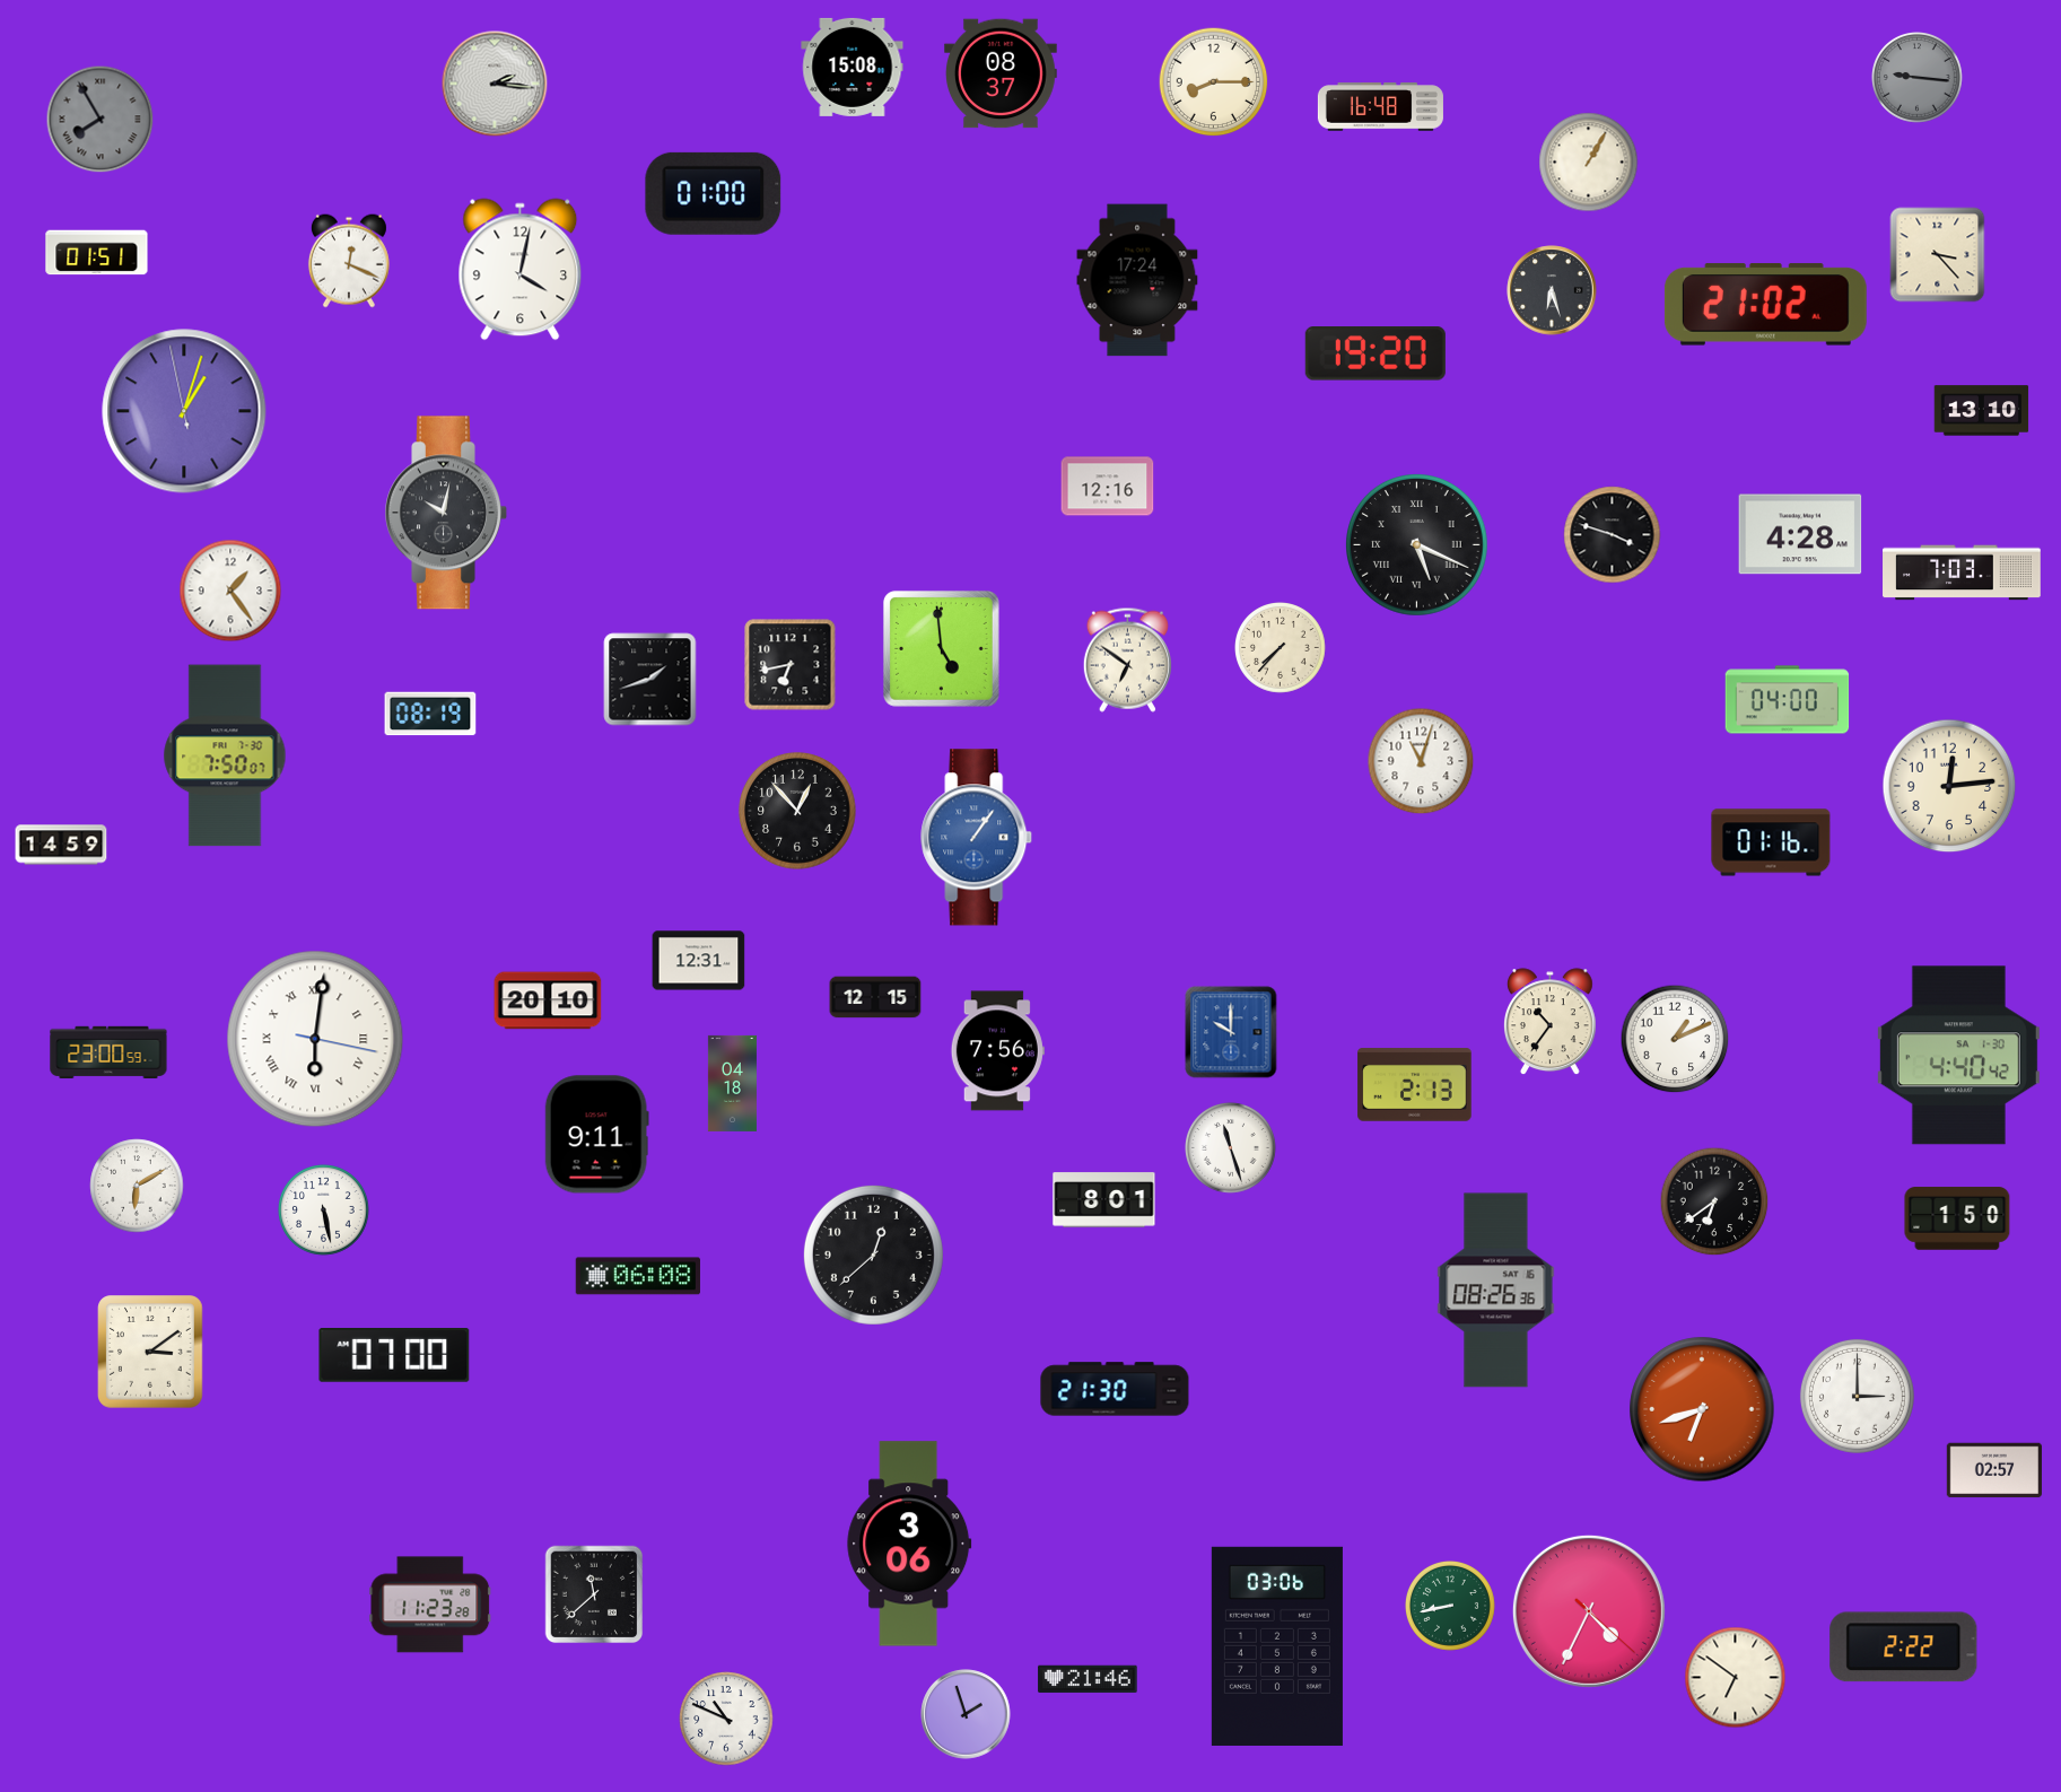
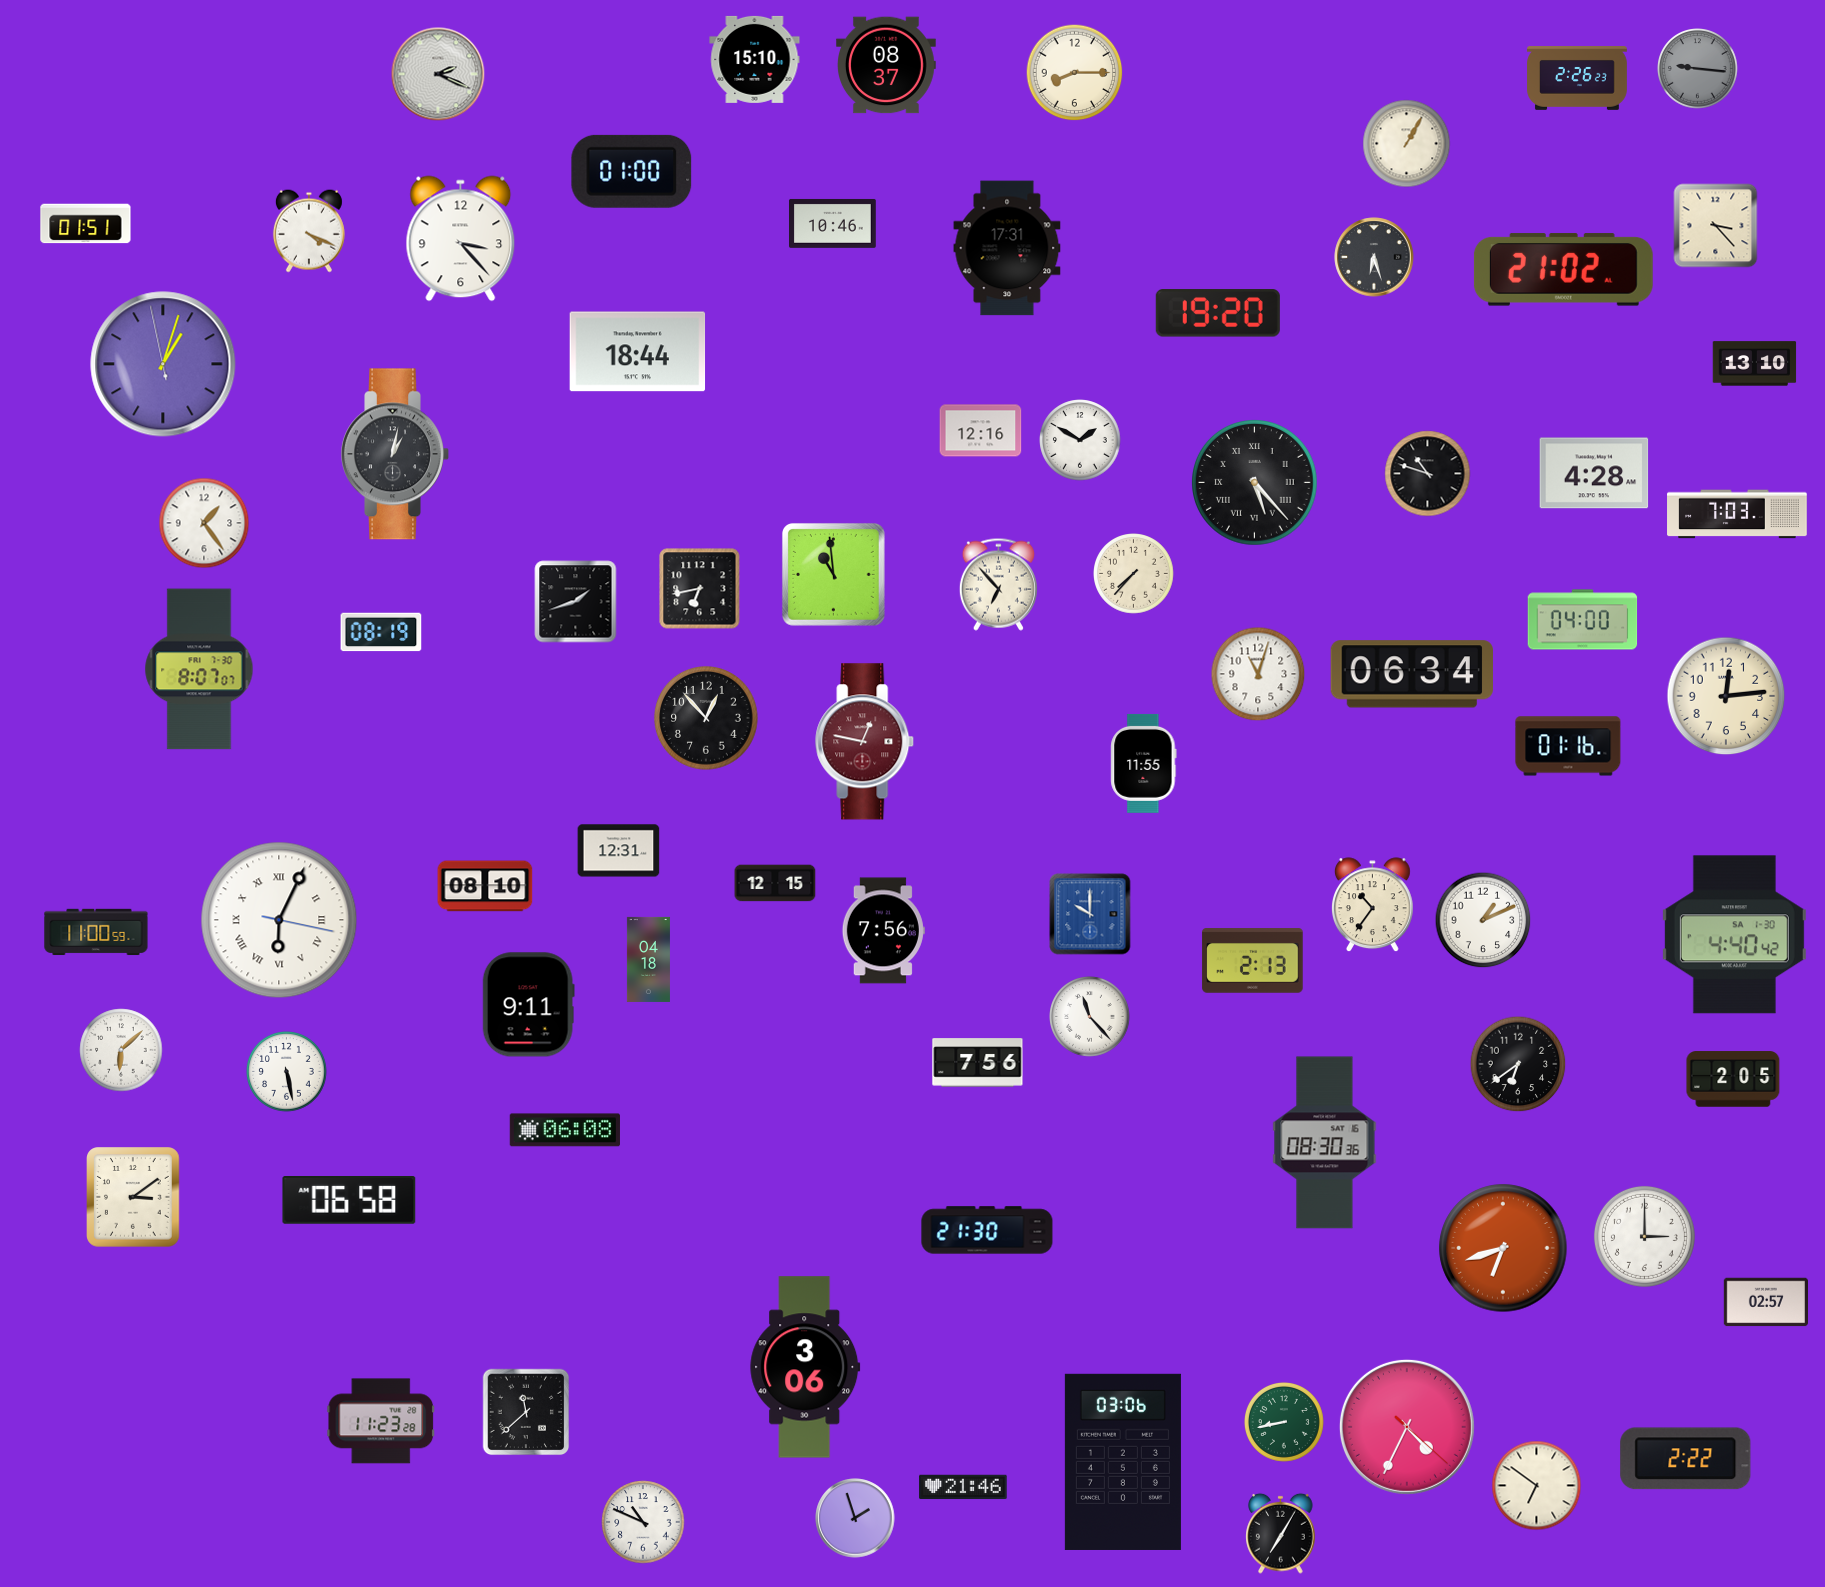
clock at (853, 67): 15:08 -> 15:10
clock at (495, 84): 2:16 -> 2:19
clock at (1577, 78): none -> 2:26
clock at (1380, 107): 16:48 -> none
clock at (101, 120): 7:55 -> none
clock at (833, 223): none -> 10:46
clock at (349, 261): 12:19 -> 4:19
clock at (521, 270): 4:02 -> 3:23
clock at (1137, 280): 17:24 -> 17:31
clock at (638, 352): none -> 18:44
clock at (1080, 440): none -> 1:50
clock at (447, 513): 10:02 -> 1:02
clock at (1613, 535): 3:48 -> 10:48
clock at (1417, 545): 5:19 -> 5:23
clock at (1962, 572) position: (1962, 572) -> (1737, 514)
clock at (941, 648): 4:59 -> 10:59
clock at (1127, 659): 6:51 -> 6:53
clock at (225, 755): 7:50 -> 8:07
clock at (1412, 674): none -> 06:34
clock at (977, 838): 1:06 -> 12:47
clock at (977, 838) dial: blue -> burgundy
clock at (61, 845): 14:59 -> none
clock at (1144, 763): none -> 11:55
clock at (548, 1000): 20:10 -> 08:10
clock at (315, 1039): 6:01 -> 6:04
clock at (108, 1052): 23:00 -> 11:00
clock at (1231, 1148): 11:27 -> 11:23
clock at (137, 1186): 6:10 -> 6:08
clock at (1104, 1200): 8:01 -> 7:56
clock at (1957, 1218): 1:50 -> 2:05
clock at (873, 1255): 12:38 -> none
clock at (1496, 1291): 08:26 -> 08:30
clock at (394, 1356): 07:00 -> 06:58
clock at (1702, 1409) position: (1702, 1409) -> (1503, 1248)
clock at (1277, 1646) position: (1277, 1646) -> (1123, 1462)
clock at (1281, 1533): none -> 7:05
